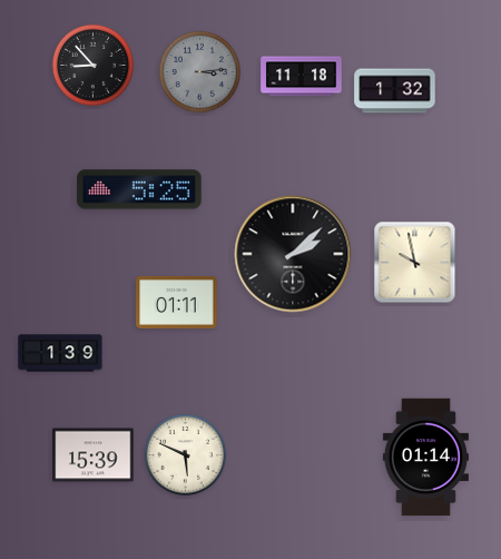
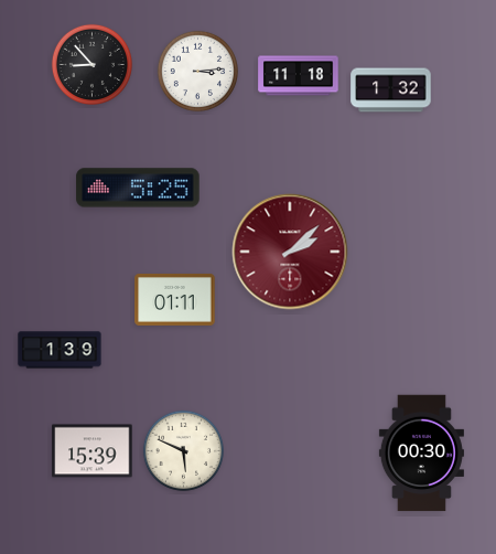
clock at (199, 71) dial: grey -> white
clock at (293, 254) dial: black -> burgundy
clock at (415, 263): 9:58 -> none
clock at (425, 458): 01:14 -> 00:30
